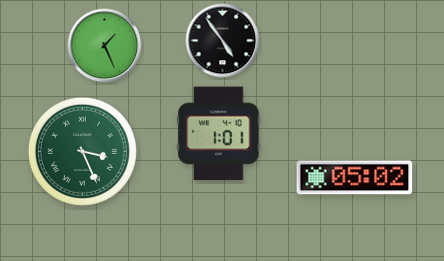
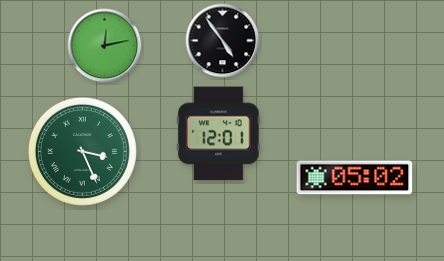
clock at (105, 46): 1:26 -> 12:13
clock at (219, 134): 1:01 -> 12:01
